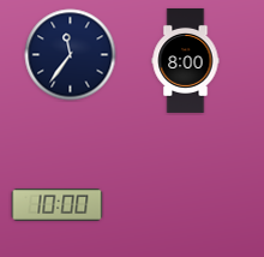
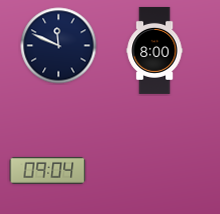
clock at (71, 55): 11:36 -> 11:49
clock at (58, 205): 10:00 -> 09:04
